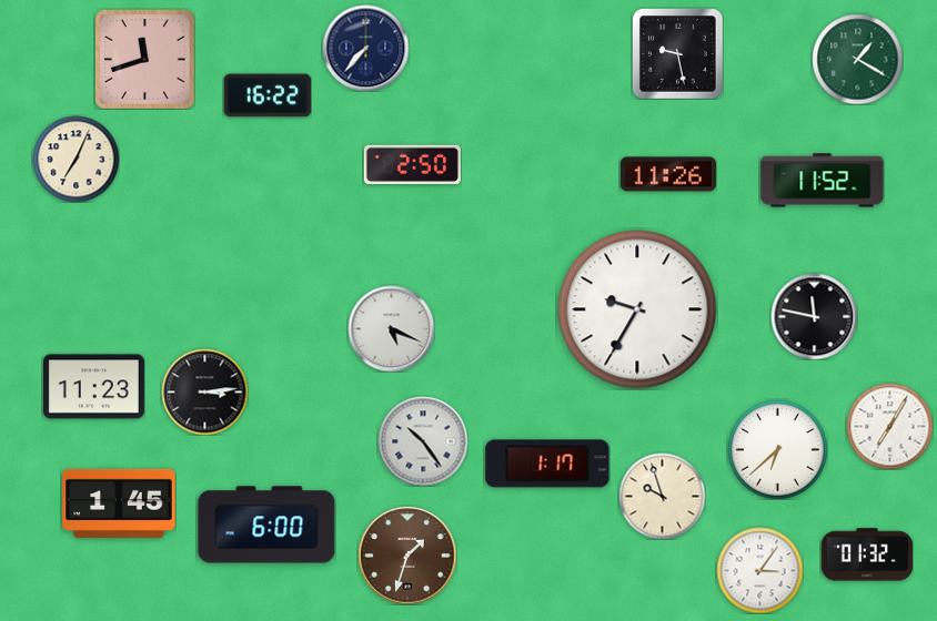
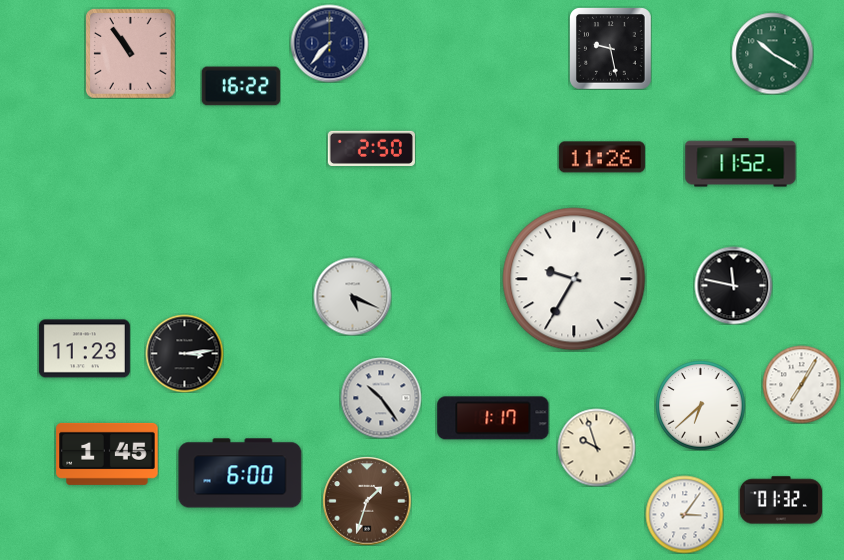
clock at (857, 59): 1:20 -> 10:20
clock at (145, 60): 11:42 -> 10:54
clock at (75, 159): 7:04 -> none
